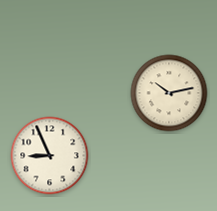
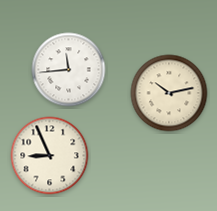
clock at (69, 70): none -> 11:44
